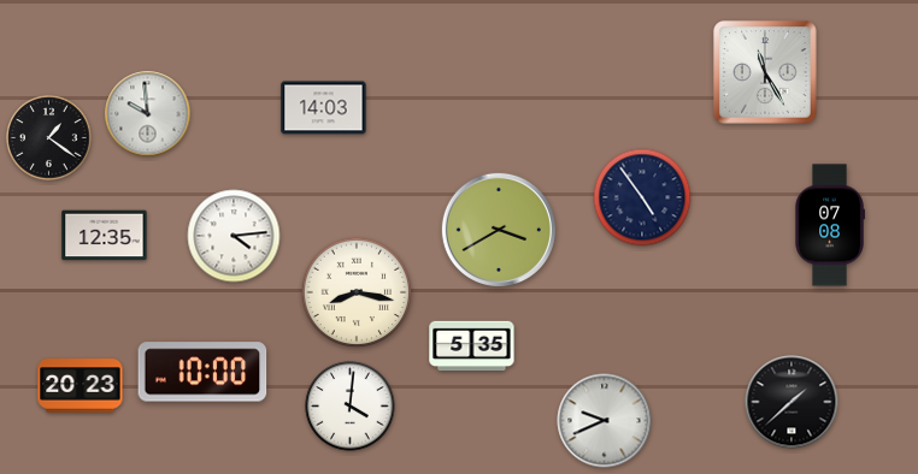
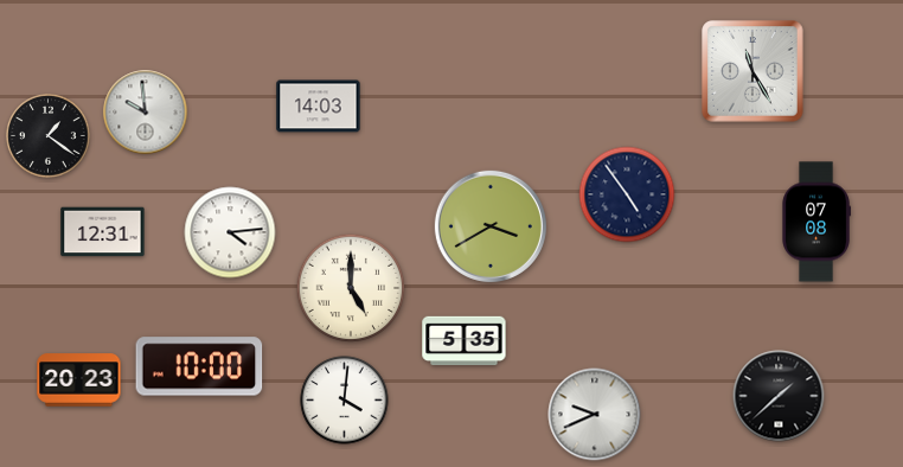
clock at (642, 197) position: (642, 197) -> (627, 194)
clock at (105, 236): 12:35 -> 12:31
clock at (357, 292): 8:17 -> 5:00
